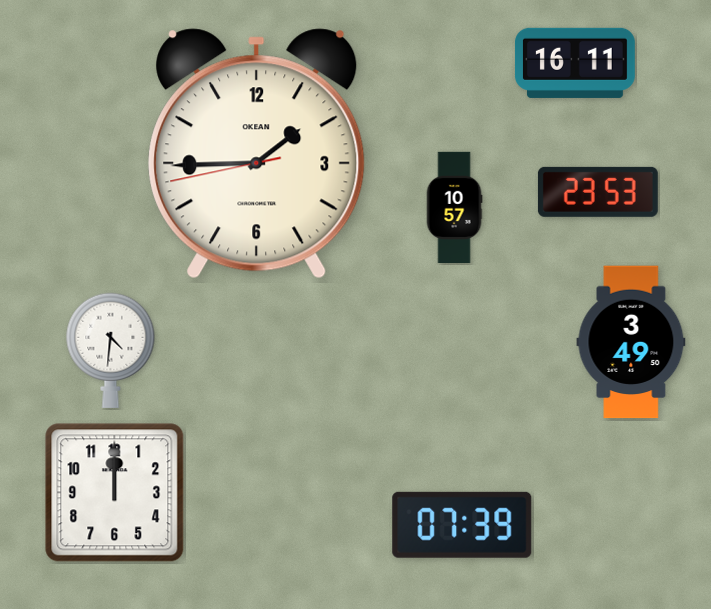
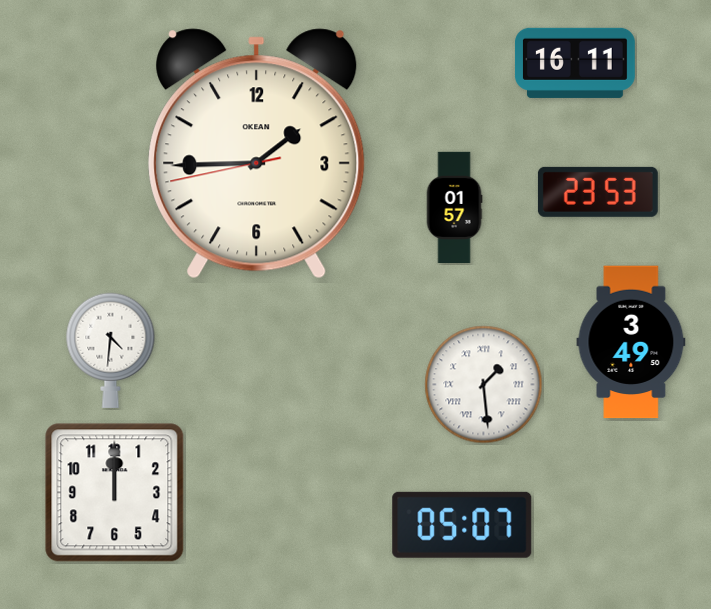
clock at (454, 207): 10:57 -> 01:57
clock at (484, 385): none -> 1:29
clock at (462, 525): 07:39 -> 05:07
